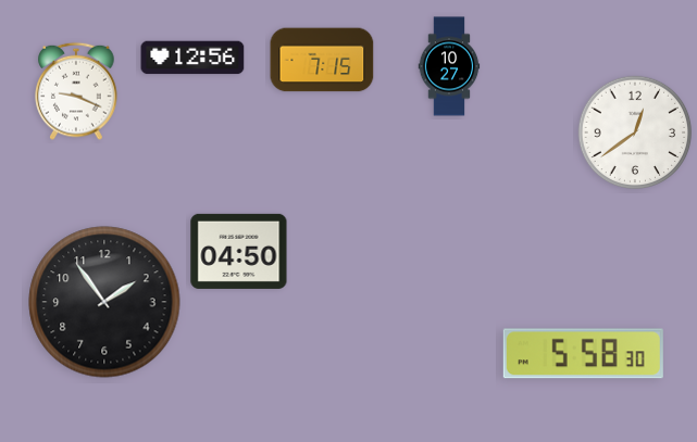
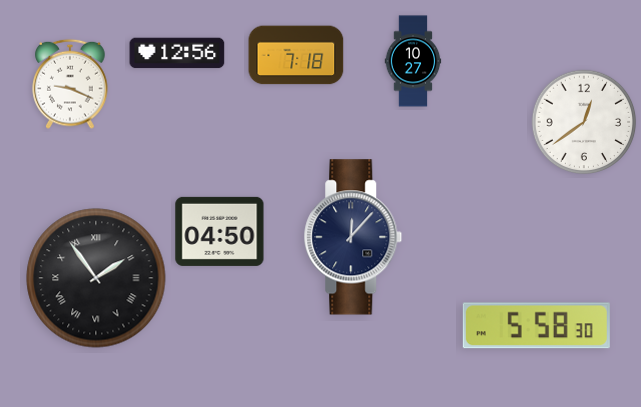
clock at (322, 60): 7:15 -> 7:18
clock at (353, 237): none -> 12:07
clock at (104, 302) numerals: Arabic -> Roman
